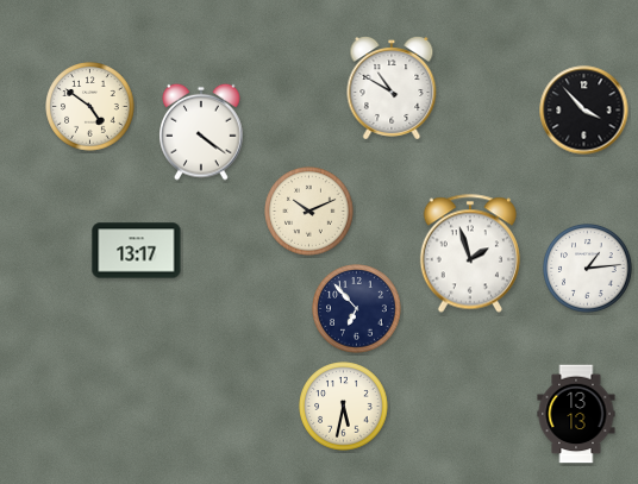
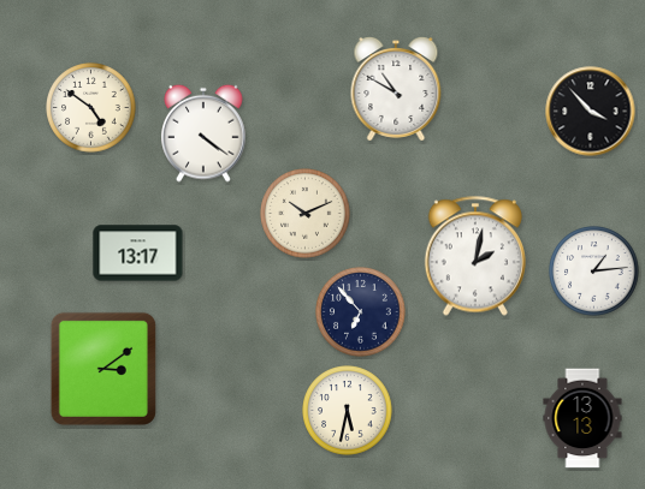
clock at (309, 212) position: (309, 212) -> (306, 214)
clock at (470, 253): 1:57 -> 2:02
clock at (103, 369): none -> 3:09
